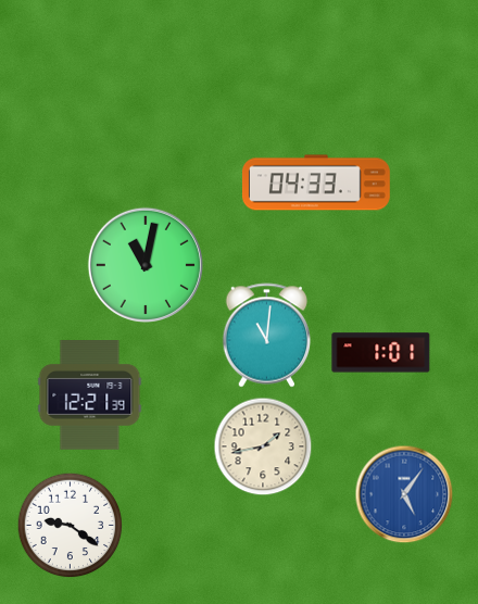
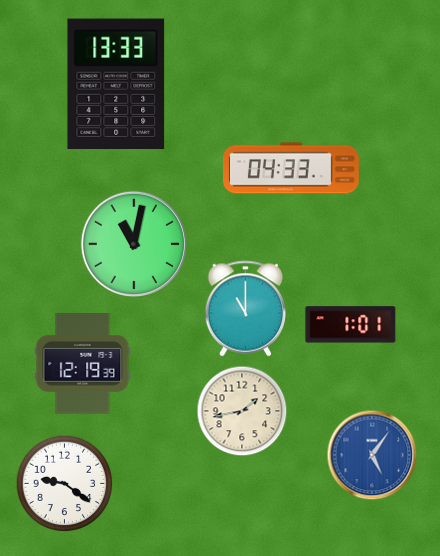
clock at (116, 84): none -> 13:33
clock at (267, 336): 11:01 -> 11:00
clock at (90, 395): 12:21 -> 12:19
